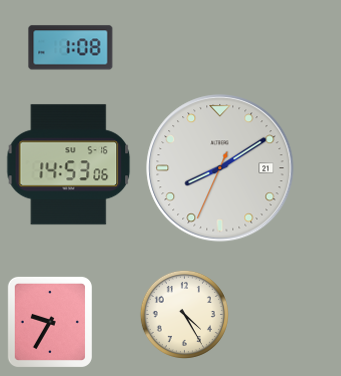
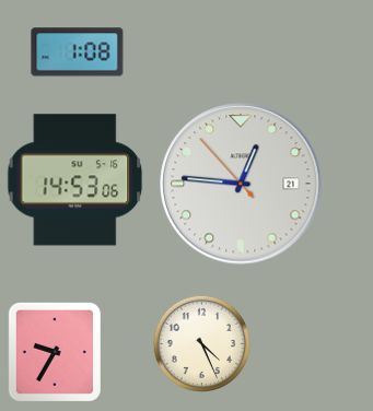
clock at (220, 168): 8:09 -> 12:45
clock at (184, 314): 4:25 -> 4:26
